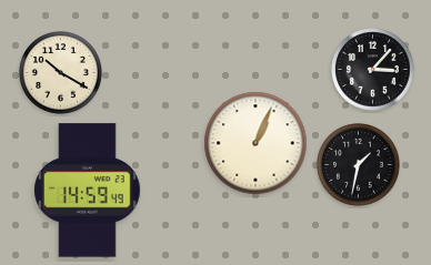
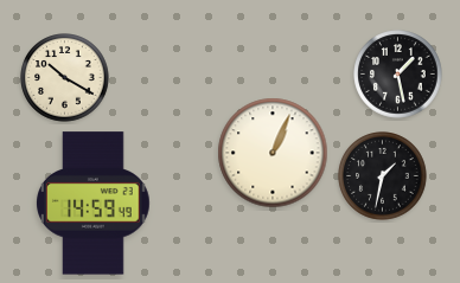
clock at (373, 70): 3:07 -> 1:28
